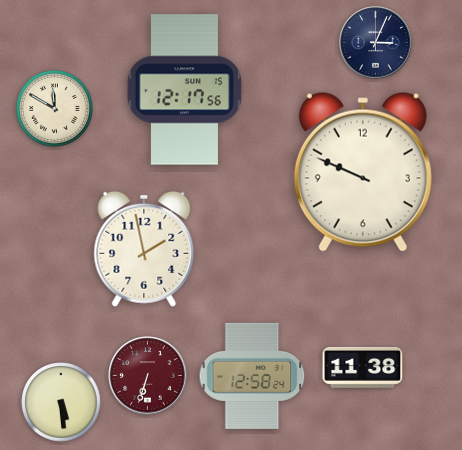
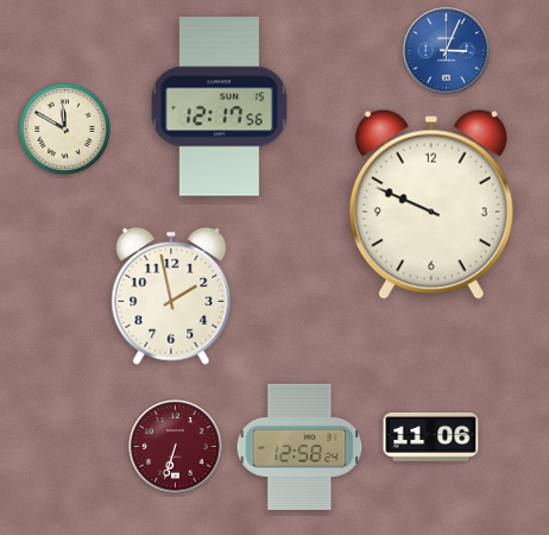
clock at (376, 43) dial: navy -> blue
clock at (363, 367): 11:38 -> 11:06
clock at (61, 402): 5:29 -> none
